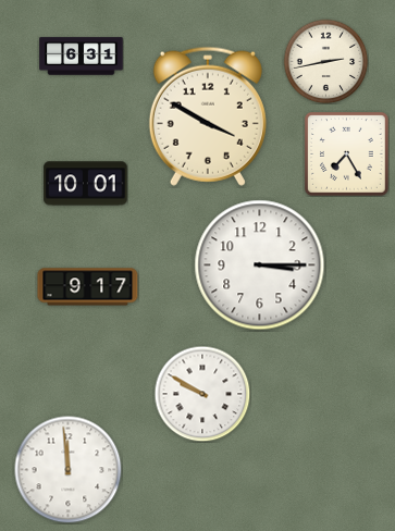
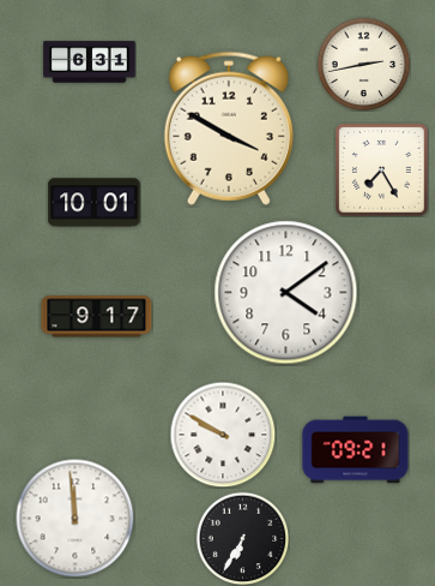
clock at (325, 61) position: (325, 61) -> (363, 64)
clock at (260, 265): 3:15 -> 4:09
clock at (356, 450): none -> 09:21
clock at (242, 538): none -> 6:35
